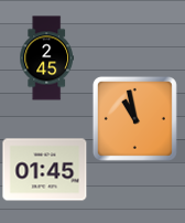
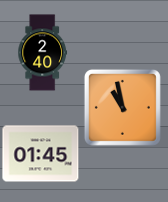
clock at (47, 59): 2:45 -> 2:40
